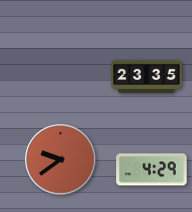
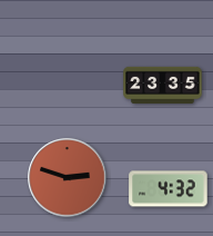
clock at (61, 160): 9:39 -> 2:48
clock at (152, 170): 4:29 -> 4:32
